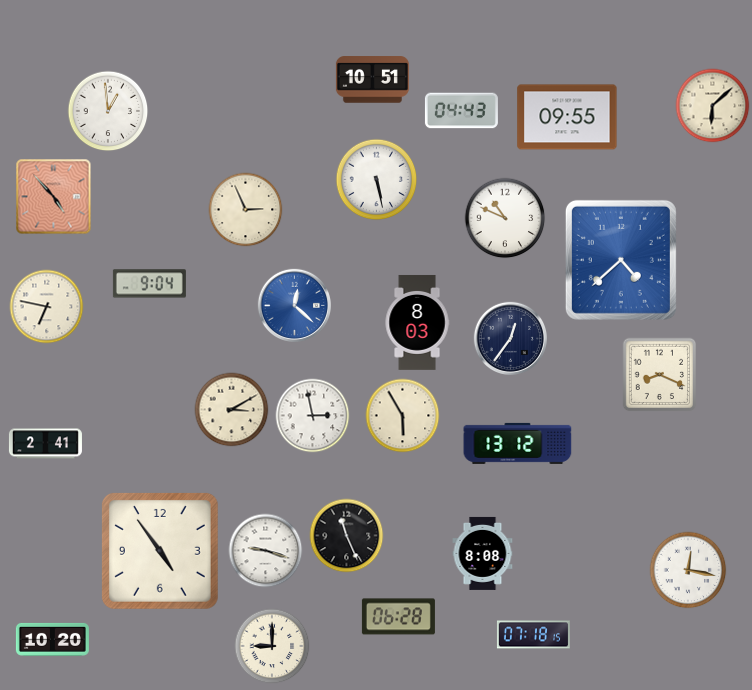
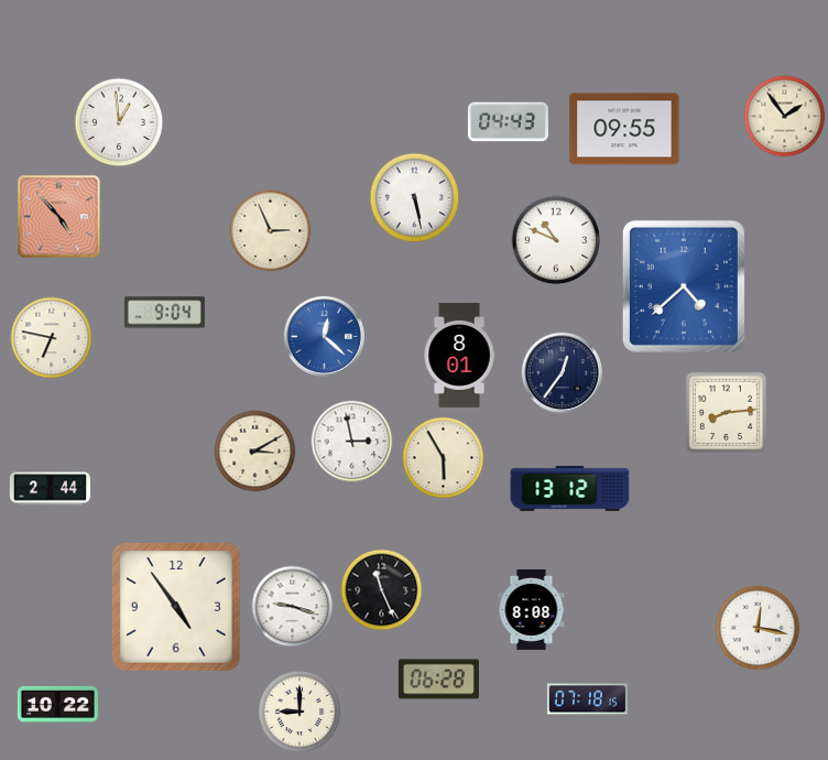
clock at (372, 80): 10:51 -> none
clock at (713, 106): 6:08 -> 1:54
clock at (417, 322): 8:03 -> 8:01
clock at (660, 375): 8:19 -> 8:14
clock at (313, 416) position: (313, 416) -> (352, 442)
clock at (45, 444): 2:41 -> 2:44
clock at (52, 639): 10:20 -> 10:22
